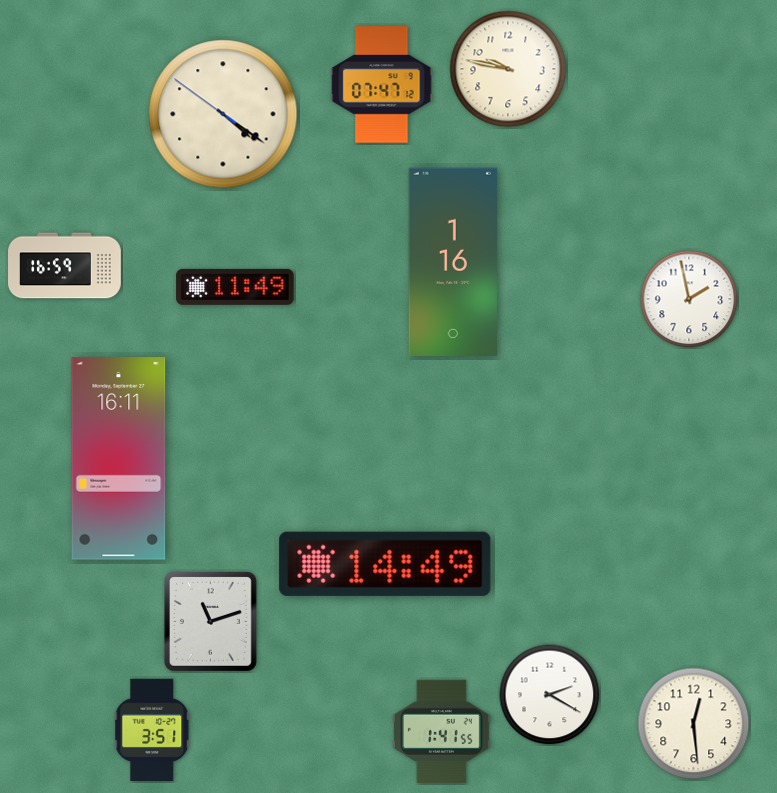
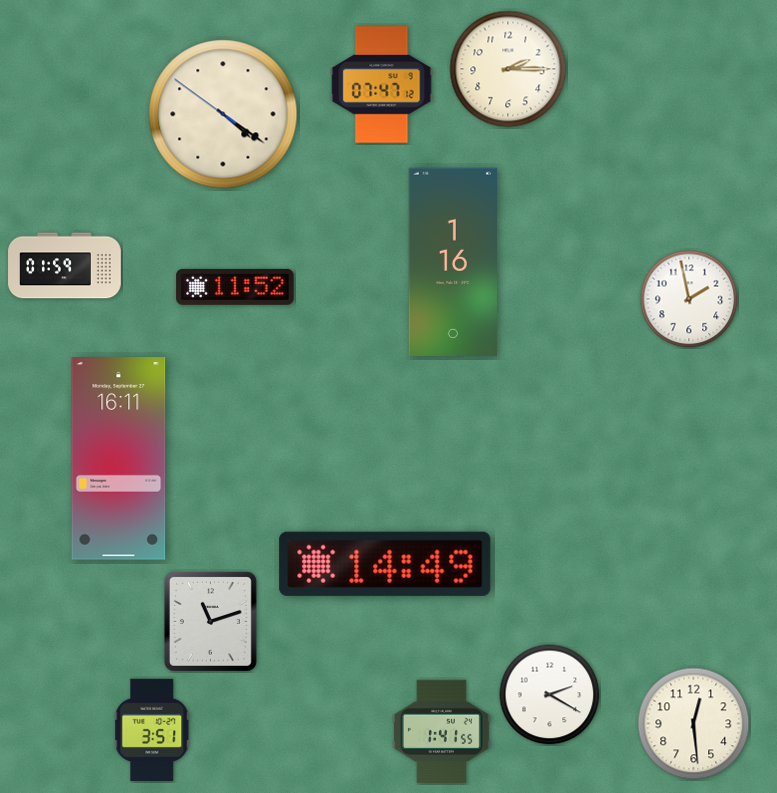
clock at (508, 69): 9:47 -> 2:15
clock at (65, 266): 16:59 -> 01:59
clock at (235, 287): 11:49 -> 11:52
